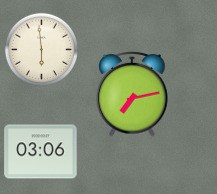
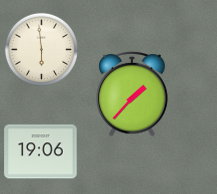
clock at (132, 94): 7:13 -> 1:37
clock at (41, 152): 03:06 -> 19:06
